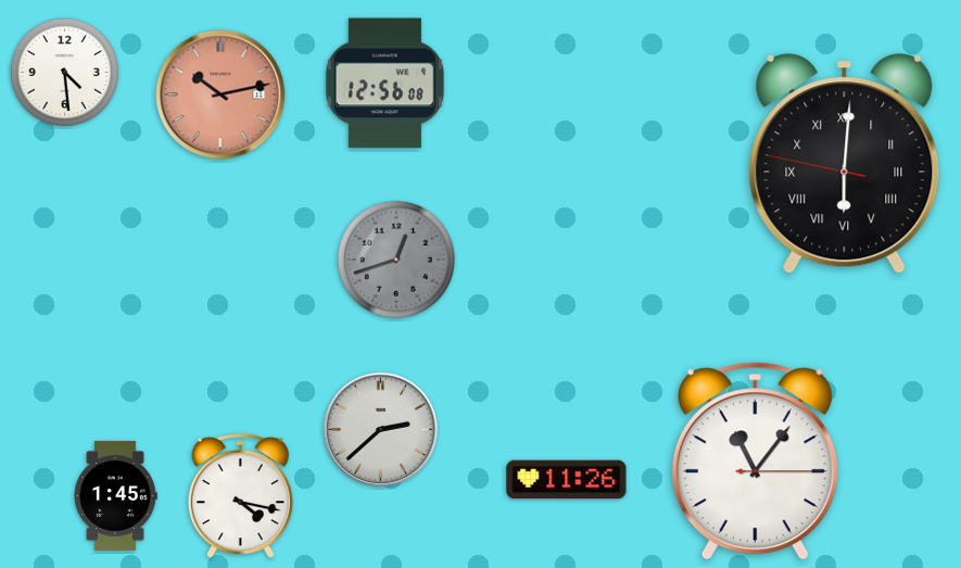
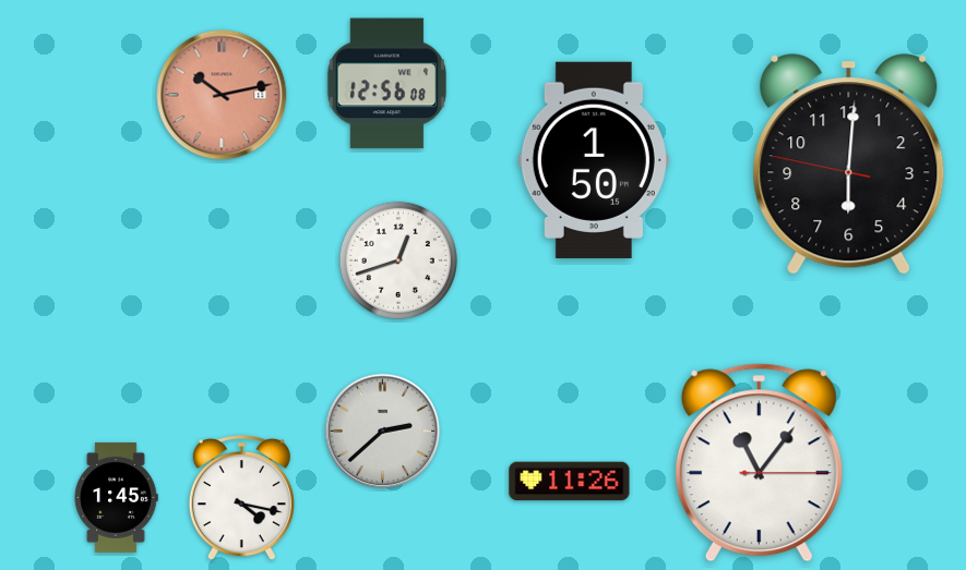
clock at (64, 72): 4:29 -> none
clock at (594, 160): none -> 1:50
clock at (845, 164) numerals: Roman -> Arabic
clock at (396, 260) dial: grey -> white
